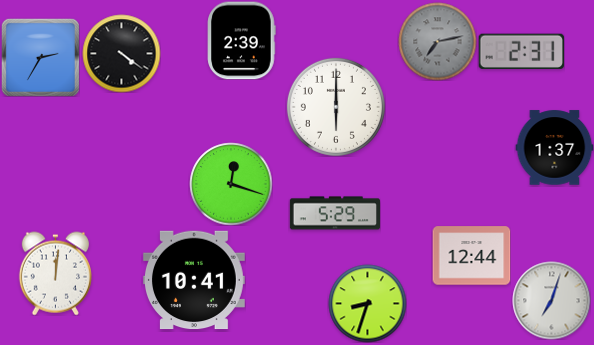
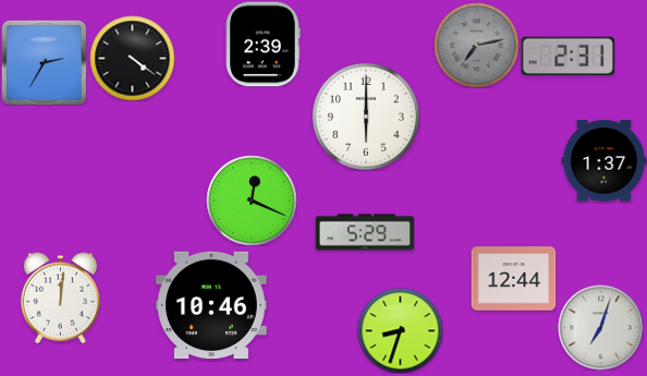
clock at (231, 184): 12:18 -> 12:19
clock at (195, 280): 10:41 -> 10:46
